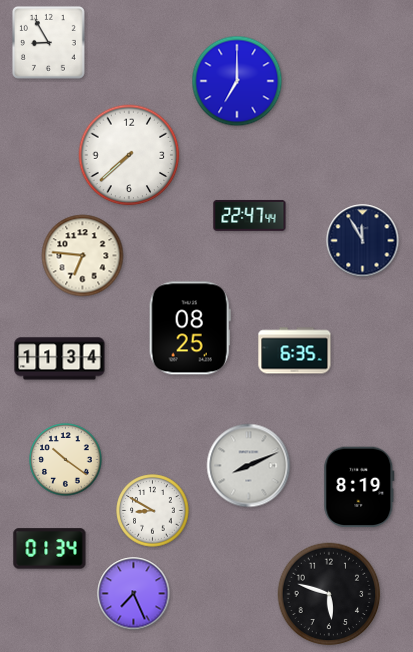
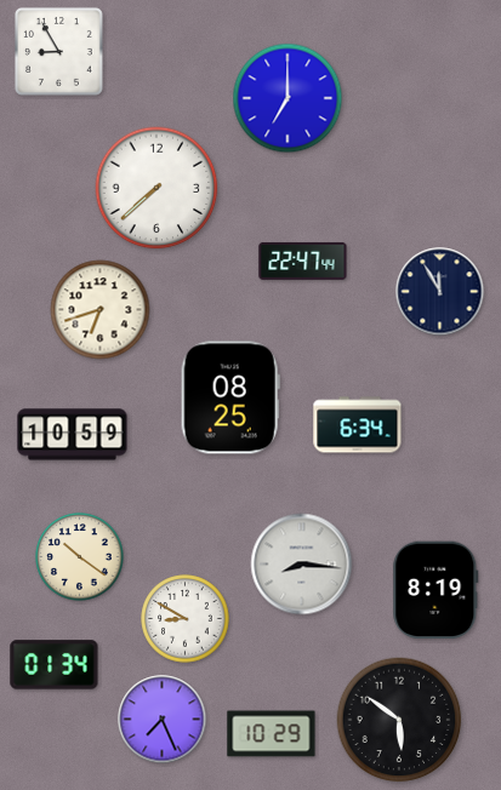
clock at (83, 256): 6:46 -> 6:42
clock at (295, 351): 6:35 -> 6:34
clock at (60, 359): 11:34 -> 10:59
clock at (249, 466): 8:11 -> 8:16
clock at (50, 549) position: (50, 549) -> (55, 665)
clock at (329, 594): 5:48 -> 5:51
clock at (272, 734): none -> 10:29
